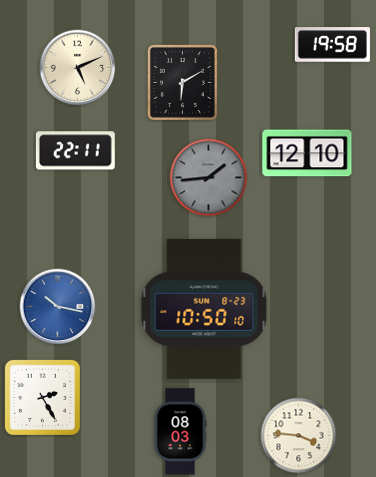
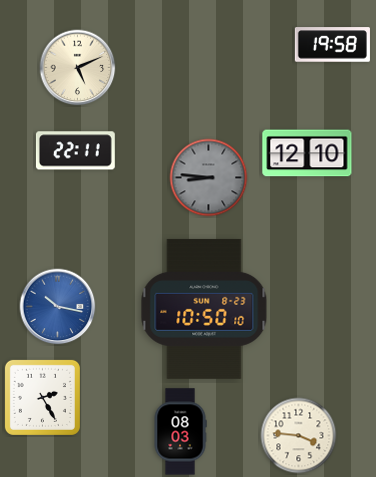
clock at (182, 82): 6:10 -> none
clock at (209, 178): 1:44 -> 8:46
